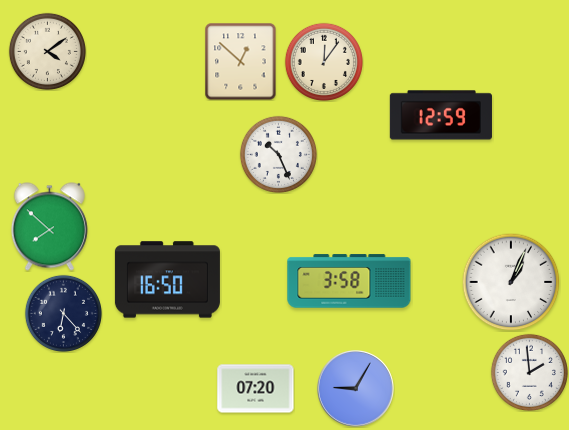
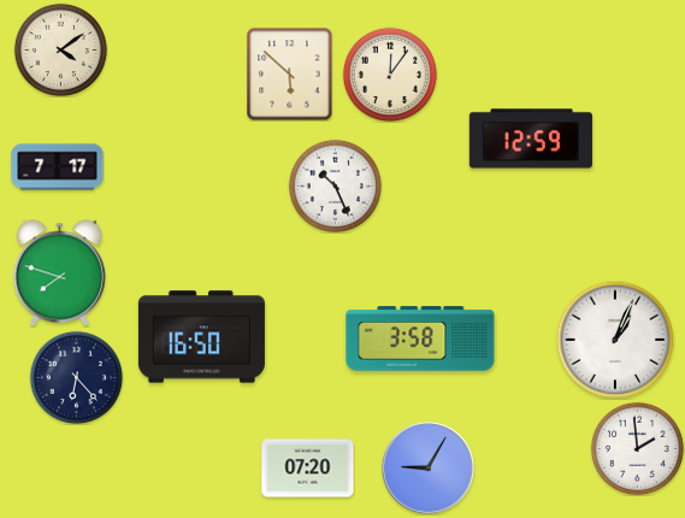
clock at (47, 51) position: (47, 51) -> (60, 49)
clock at (241, 61): 12:52 -> 5:52
clock at (58, 167): none -> 7:17
clock at (49, 227): 7:52 -> 7:48
